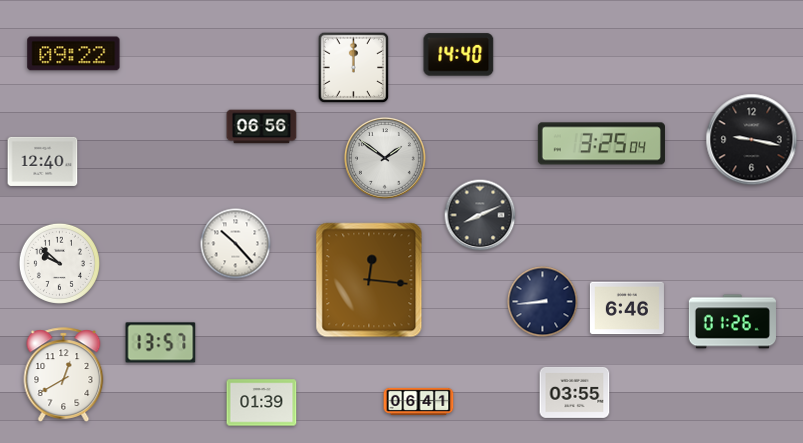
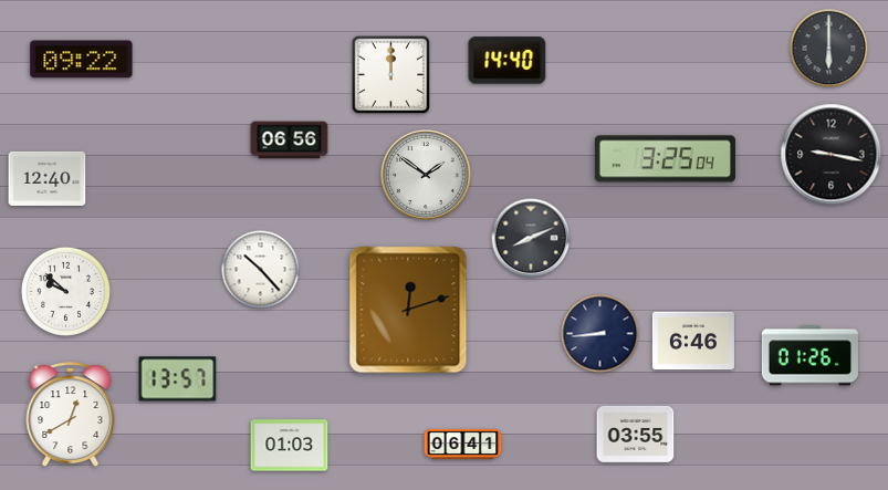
clock at (829, 49): none -> 6:00
clock at (369, 280): 12:16 -> 12:12
clock at (262, 403): 01:39 -> 01:03
